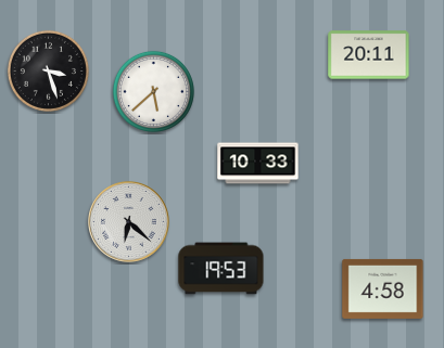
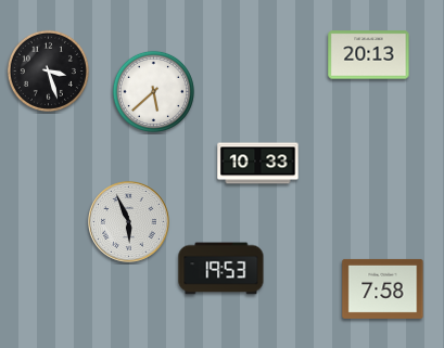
clock at (369, 55): 20:11 -> 20:13
clock at (129, 222): 6:22 -> 5:56
clock at (383, 288): 4:58 -> 7:58
